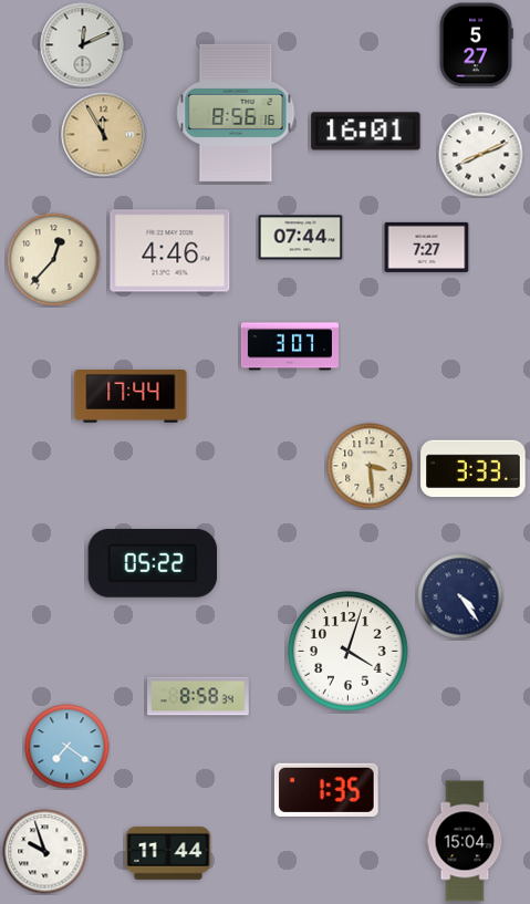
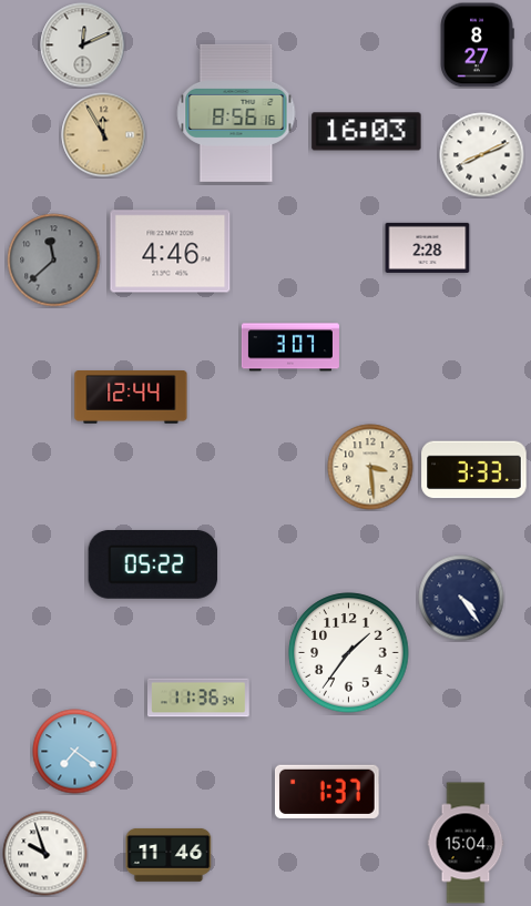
clock at (476, 45): 5:27 -> 8:27
clock at (366, 132): 16:01 -> 16:03
clock at (301, 238): 07:44 -> none
clock at (427, 247): 7:27 -> 2:28
clock at (54, 260): 12:37 -> 11:38
clock at (54, 260) dial: cream -> grey
clock at (131, 396): 17:44 -> 12:44
clock at (349, 652): 4:03 -> 1:36
clock at (199, 696): 8:58 -> 11:36
clock at (67, 747) position: (67, 747) -> (75, 752)
clock at (328, 790): 1:35 -> 1:37
clock at (168, 853): 11:44 -> 11:46
